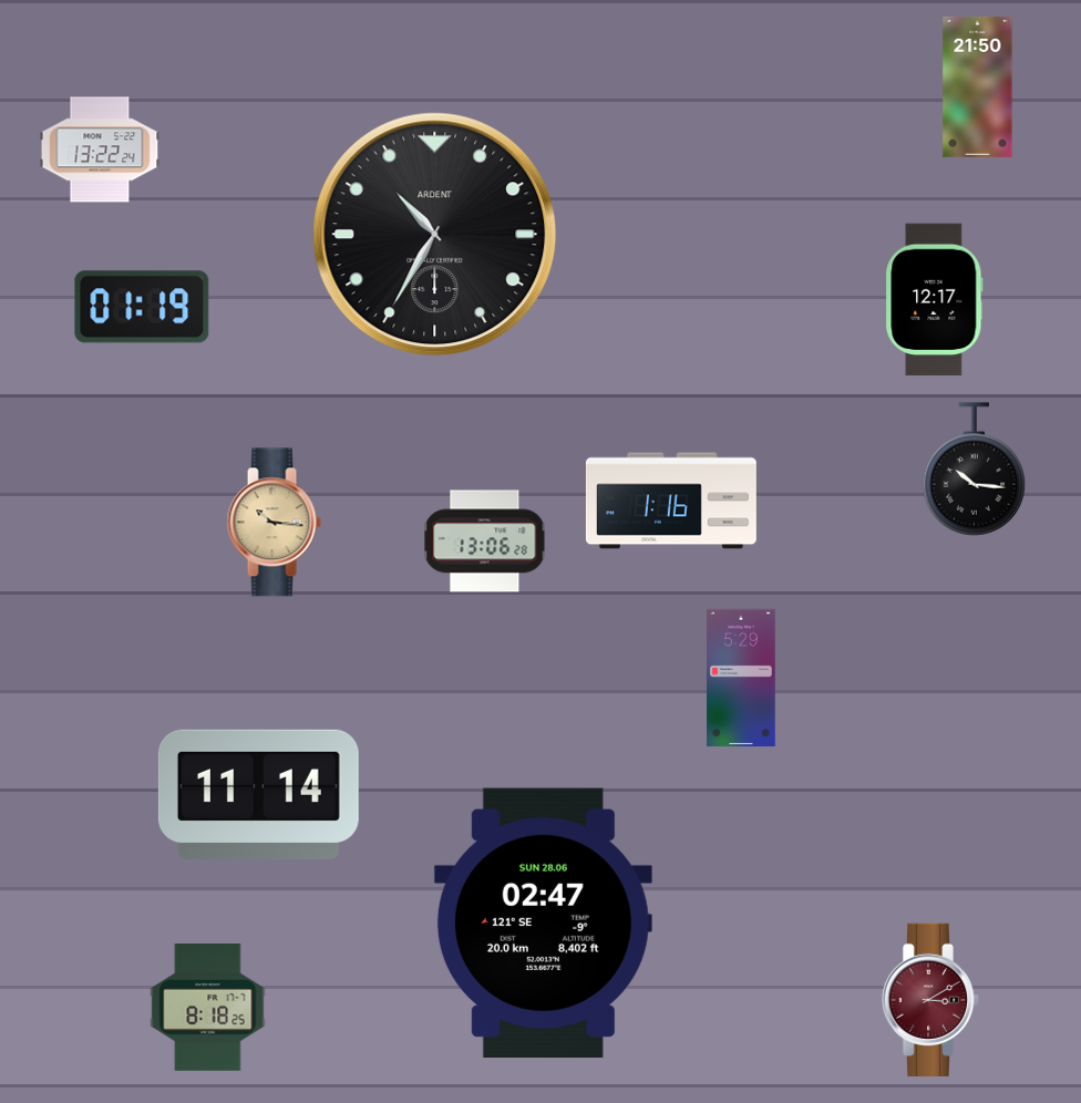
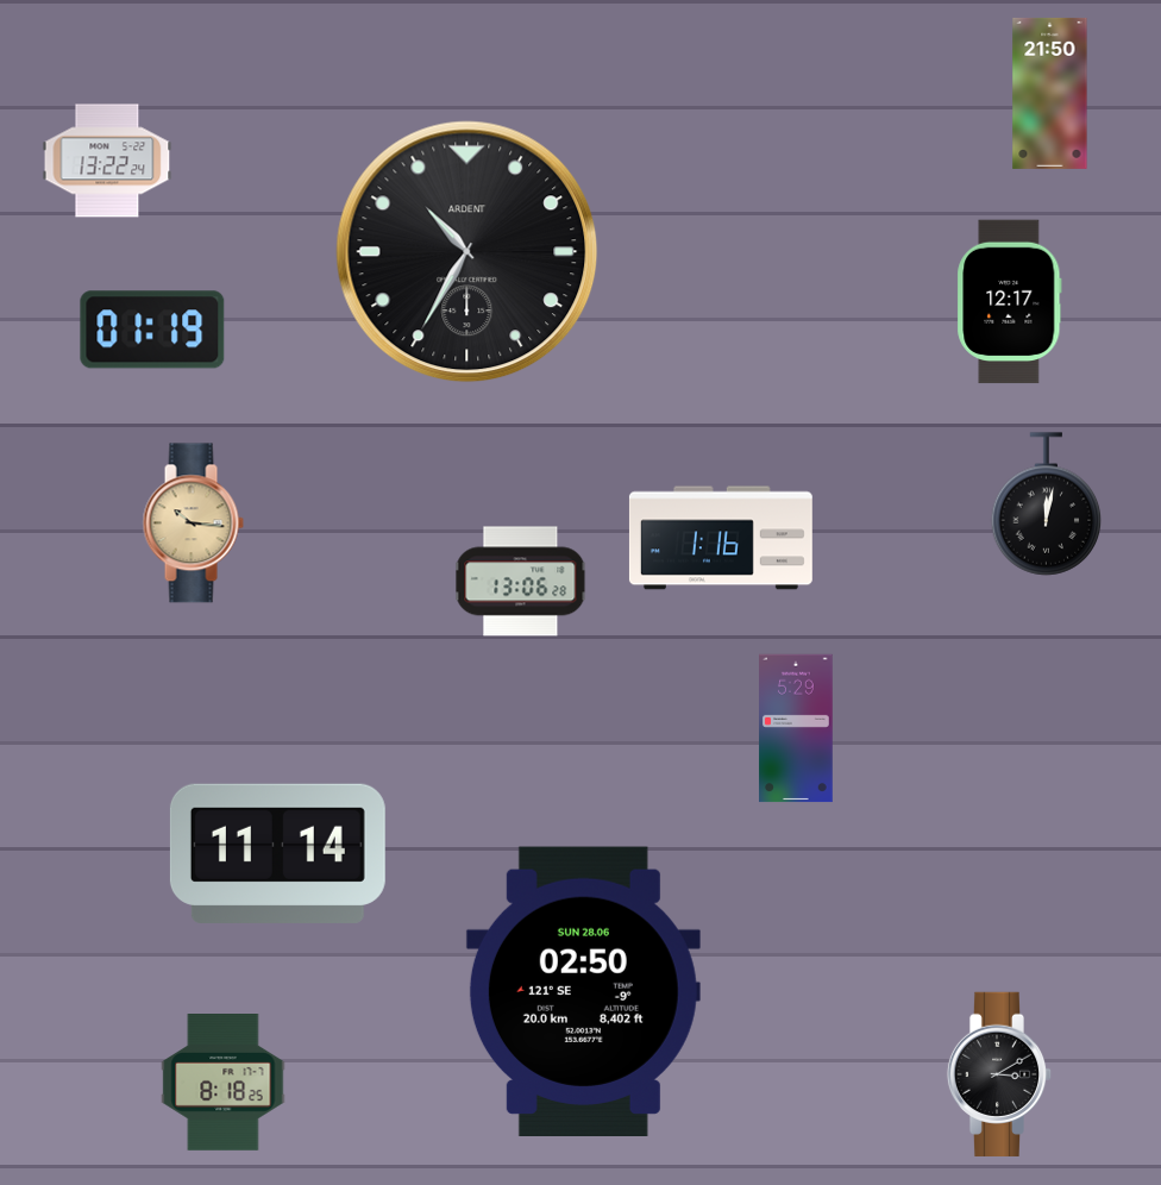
clock at (935, 300) position: (935, 300) -> (1010, 302)
clock at (975, 470): 10:16 -> 12:02
clock at (274, 523) position: (274, 523) -> (193, 523)
clock at (543, 922): 02:47 -> 02:50
clock at (930, 1000) dial: burgundy -> black
